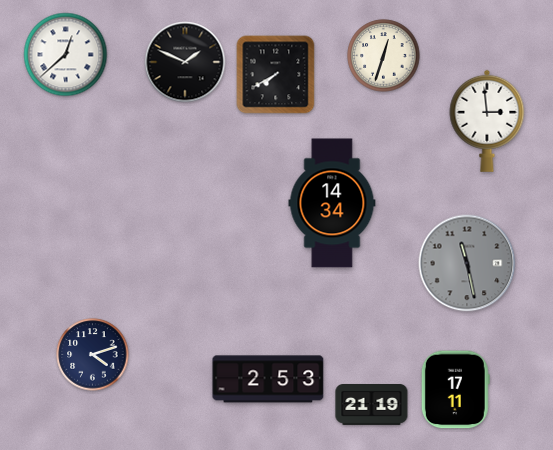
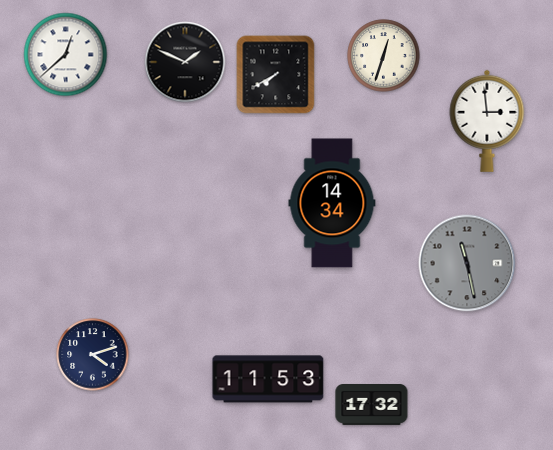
clock at (268, 379): 2:53 -> 11:53
clock at (455, 390): 17:11 -> none
clock at (372, 405): 21:19 -> 17:32
